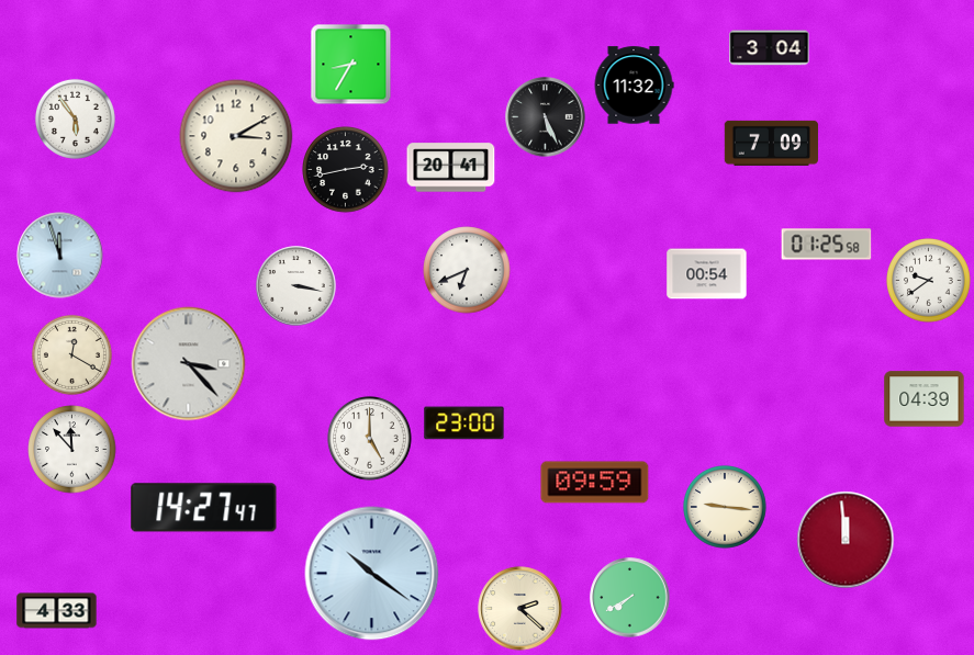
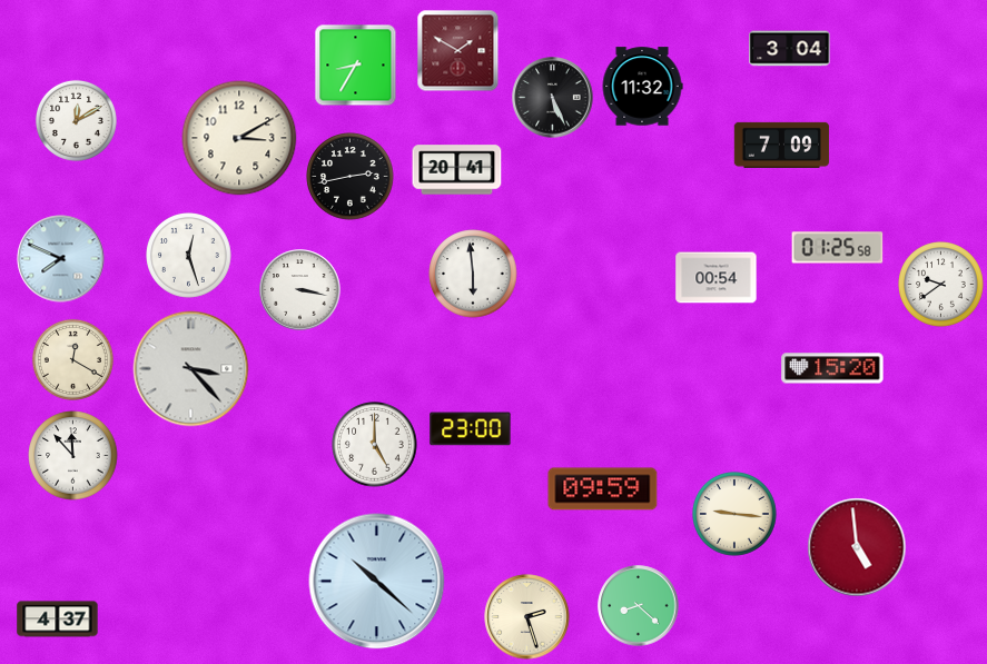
clock at (770, 48) position: (770, 48) -> (790, 49)
clock at (458, 51): none -> 1:50
clock at (546, 117) position: (546, 117) -> (553, 98)
clock at (75, 118): 5:54 -> 12:10
clock at (346, 170) position: (346, 170) -> (351, 177)
clock at (189, 256): none -> 12:27
clock at (60, 256): 11:57 -> 7:49
clock at (467, 270): 6:41 -> 5:59
clock at (832, 368): none -> 15:20
clock at (925, 399): 04:39 -> none
clock at (204, 508): 14:27 -> none
clock at (846, 540): 11:59 -> 4:59
clock at (372, 574): 10:21 -> 10:22
clock at (630, 598): 7:40 -> 8:22
clock at (520, 609): 2:22 -> 2:27
clock at (57, 611): 4:33 -> 4:37
